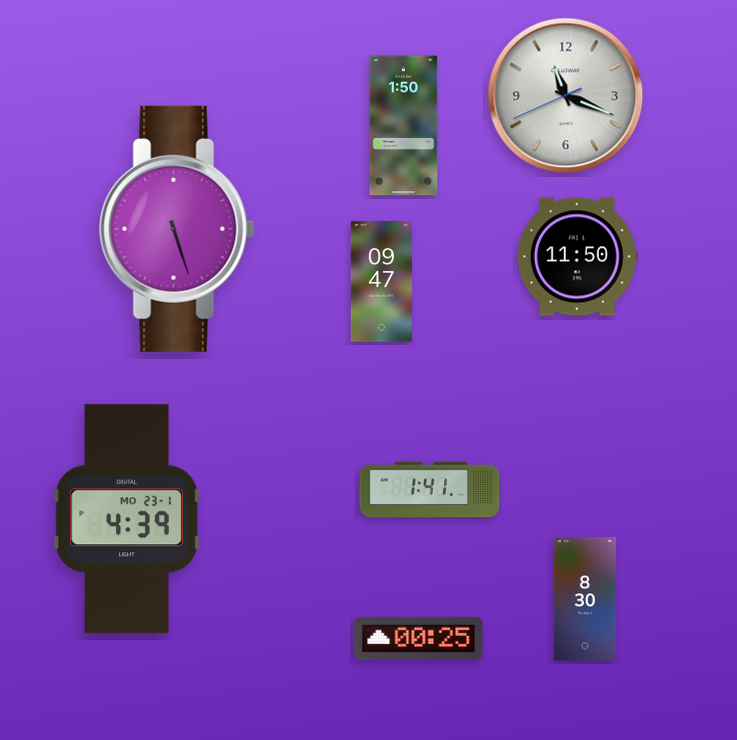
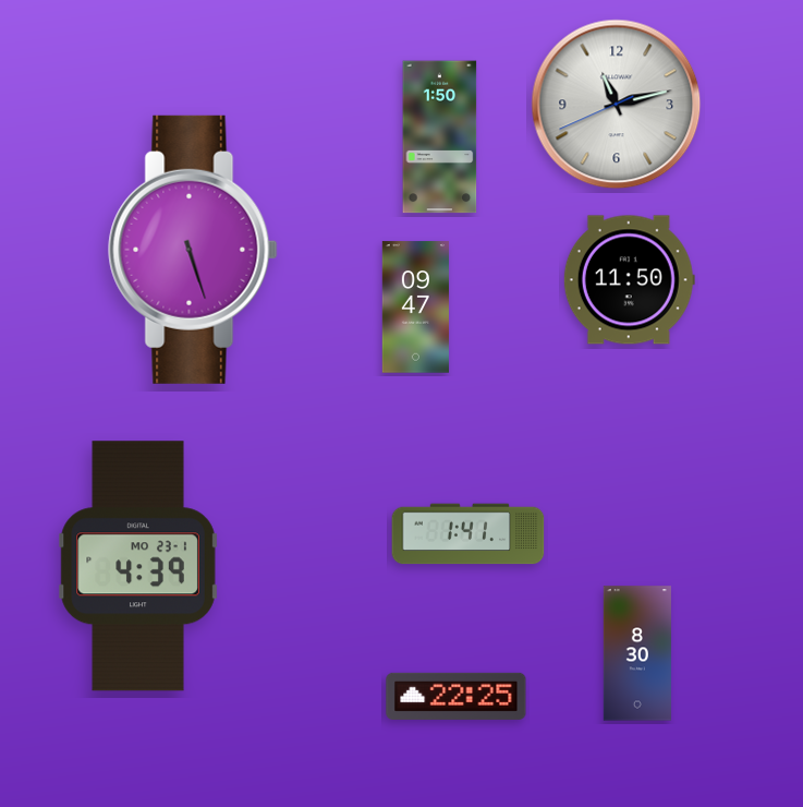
clock at (566, 96): 11:18 -> 11:12
clock at (419, 638): 00:25 -> 22:25
